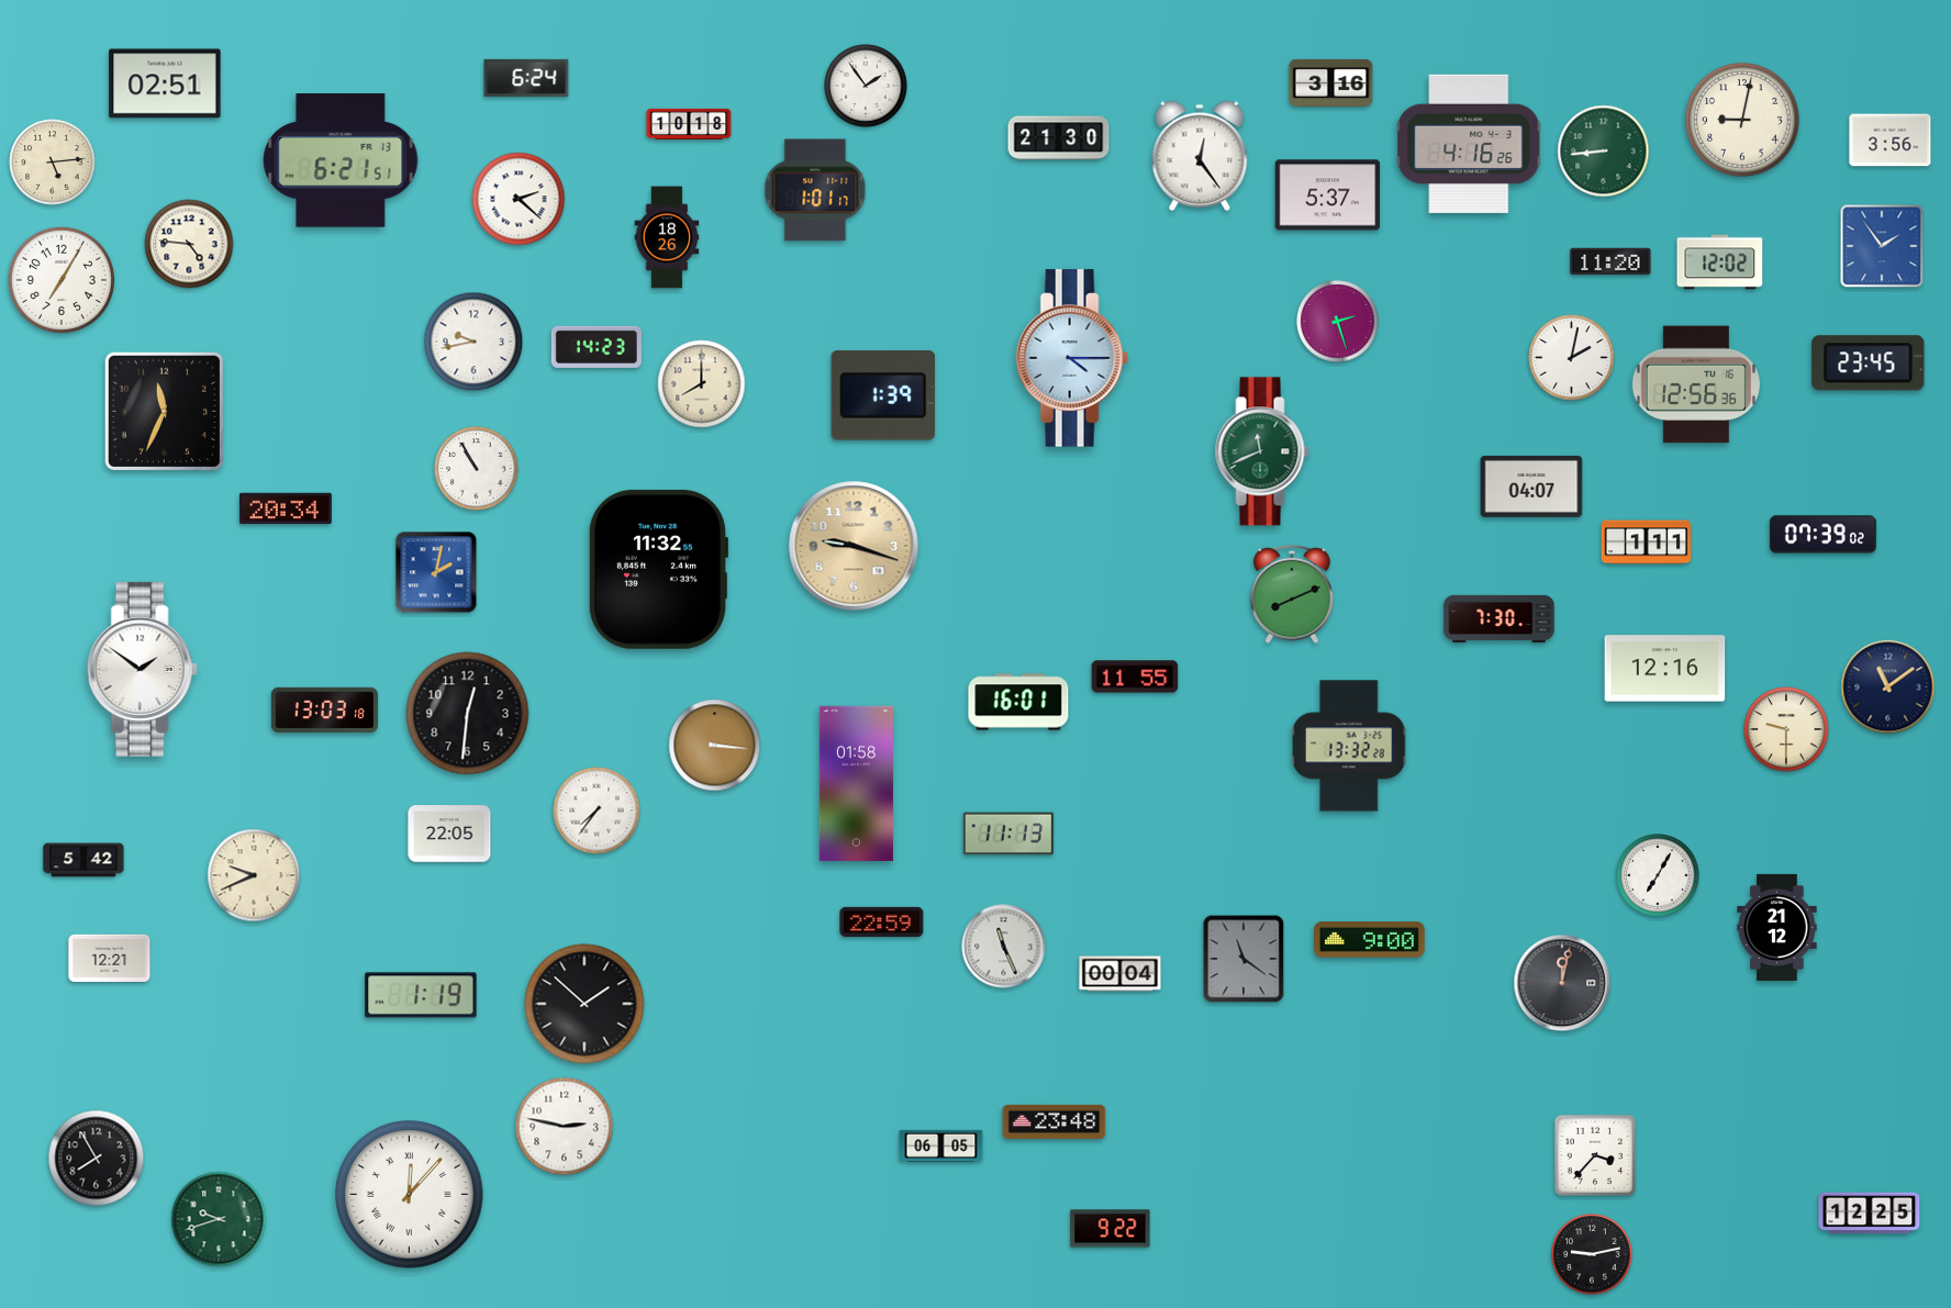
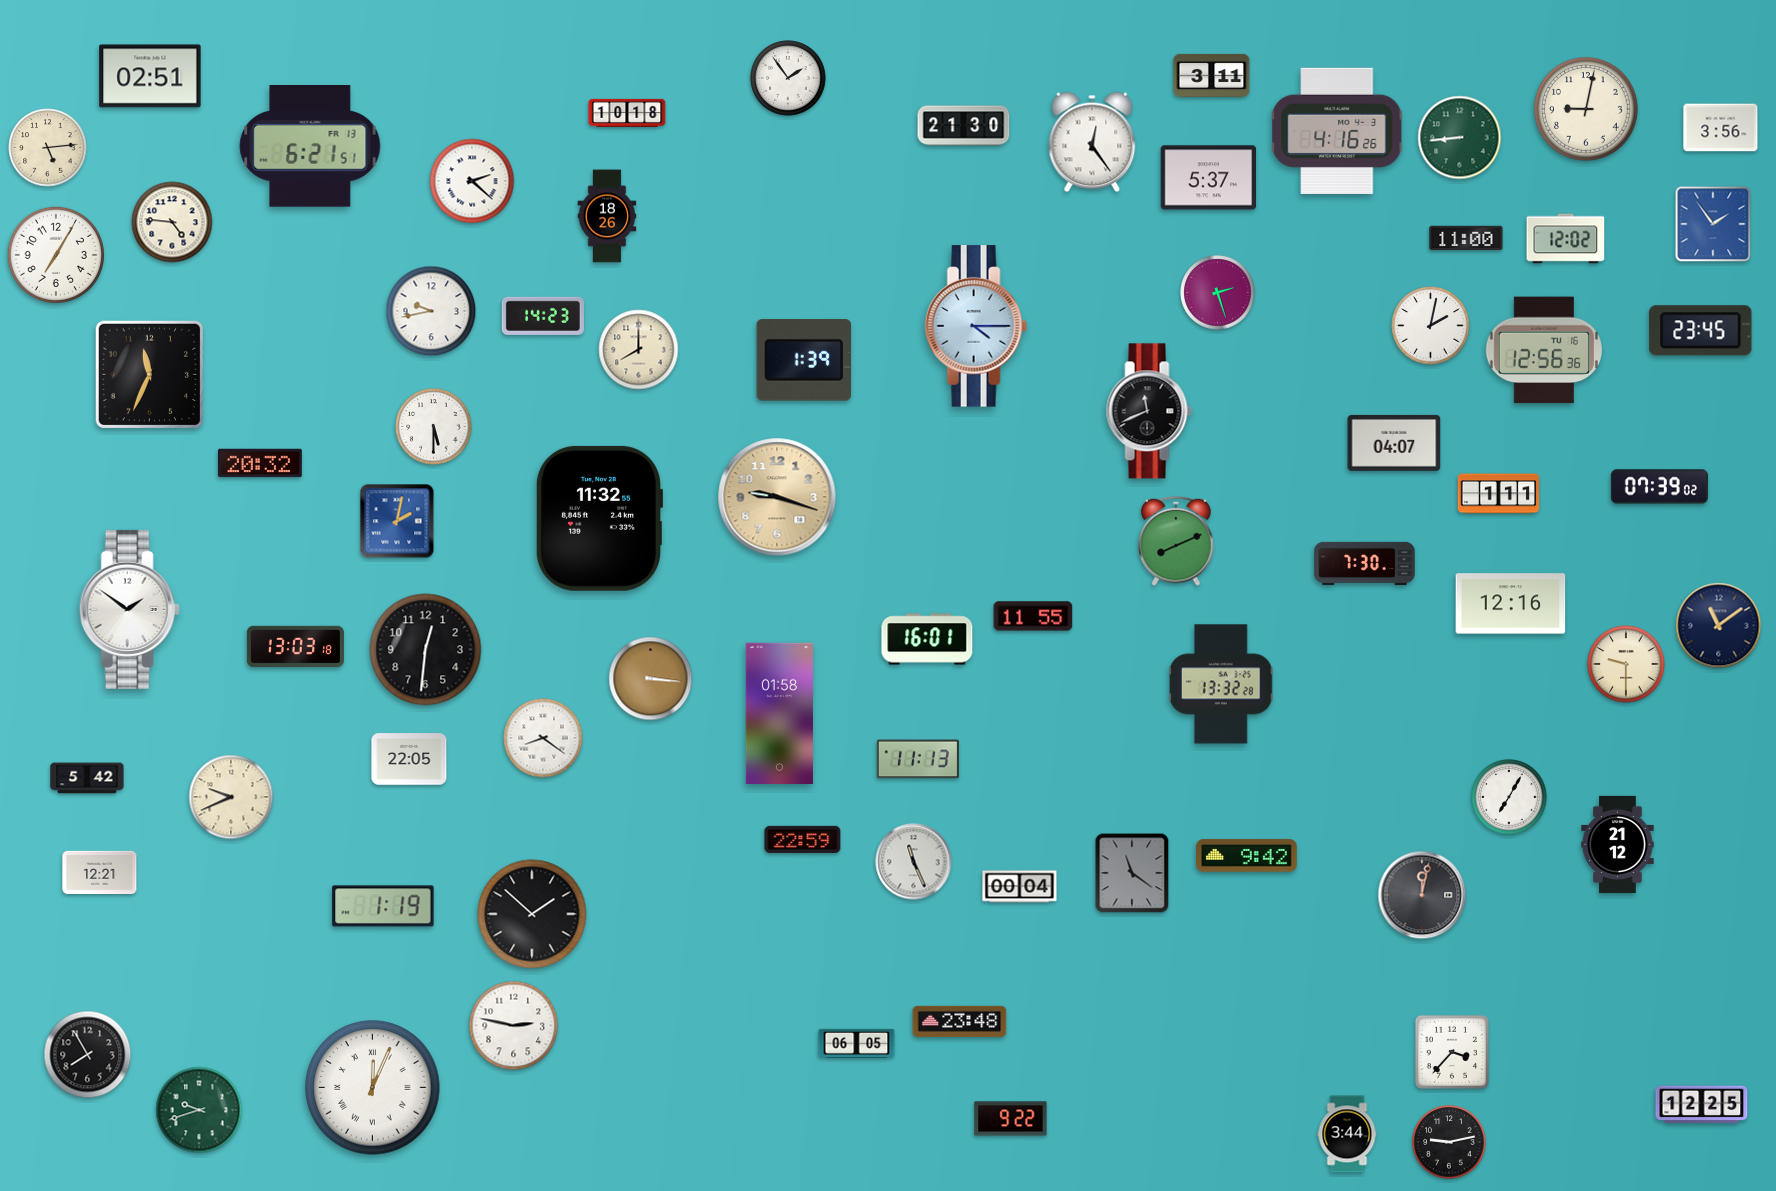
clock at (526, 78): 6:24 -> none
clock at (1331, 82): 3:16 -> 3:11
clock at (815, 190): 1:01 -> none
clock at (1610, 261): 11:20 -> 11:00
clock at (1262, 451) dial: green -> black
clock at (477, 469): 10:55 -> 5:30
clock at (286, 508): 20:34 -> 20:32
clock at (1665, 669) position: (1665, 669) -> (1511, 604)
clock at (1349, 746) position: (1349, 746) -> (1221, 684)
clock at (597, 810): 7:36 -> 8:21
clock at (83, 860) position: (83, 860) -> (87, 778)
clock at (1370, 940): 9:00 -> 9:42
clock at (410, 1195): 12:07 -> 12:04
clock at (1347, 1134): none -> 3:44
